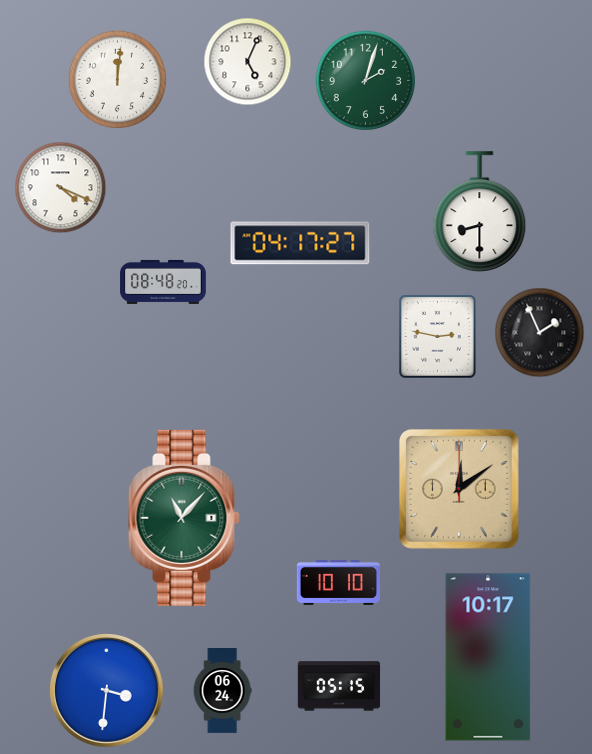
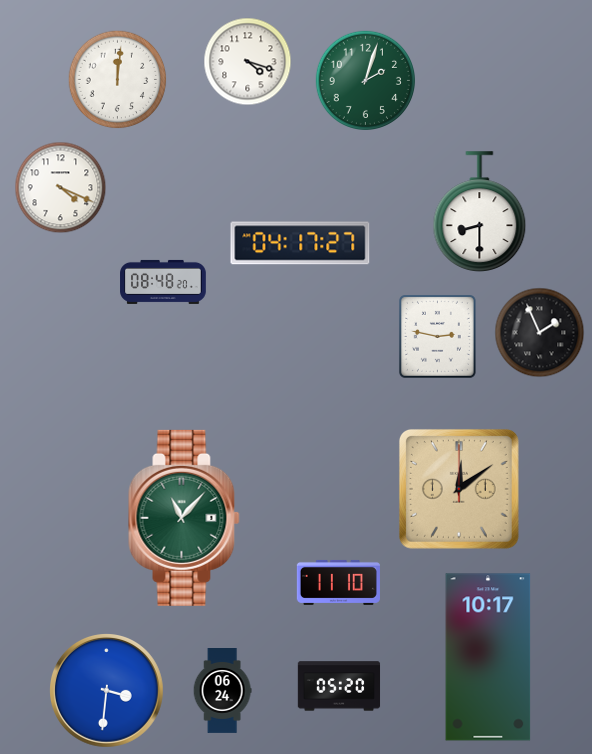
clock at (248, 62): 5:04 -> 4:18
clock at (338, 582): 10:10 -> 11:10
clock at (339, 686): 05:15 -> 05:20
